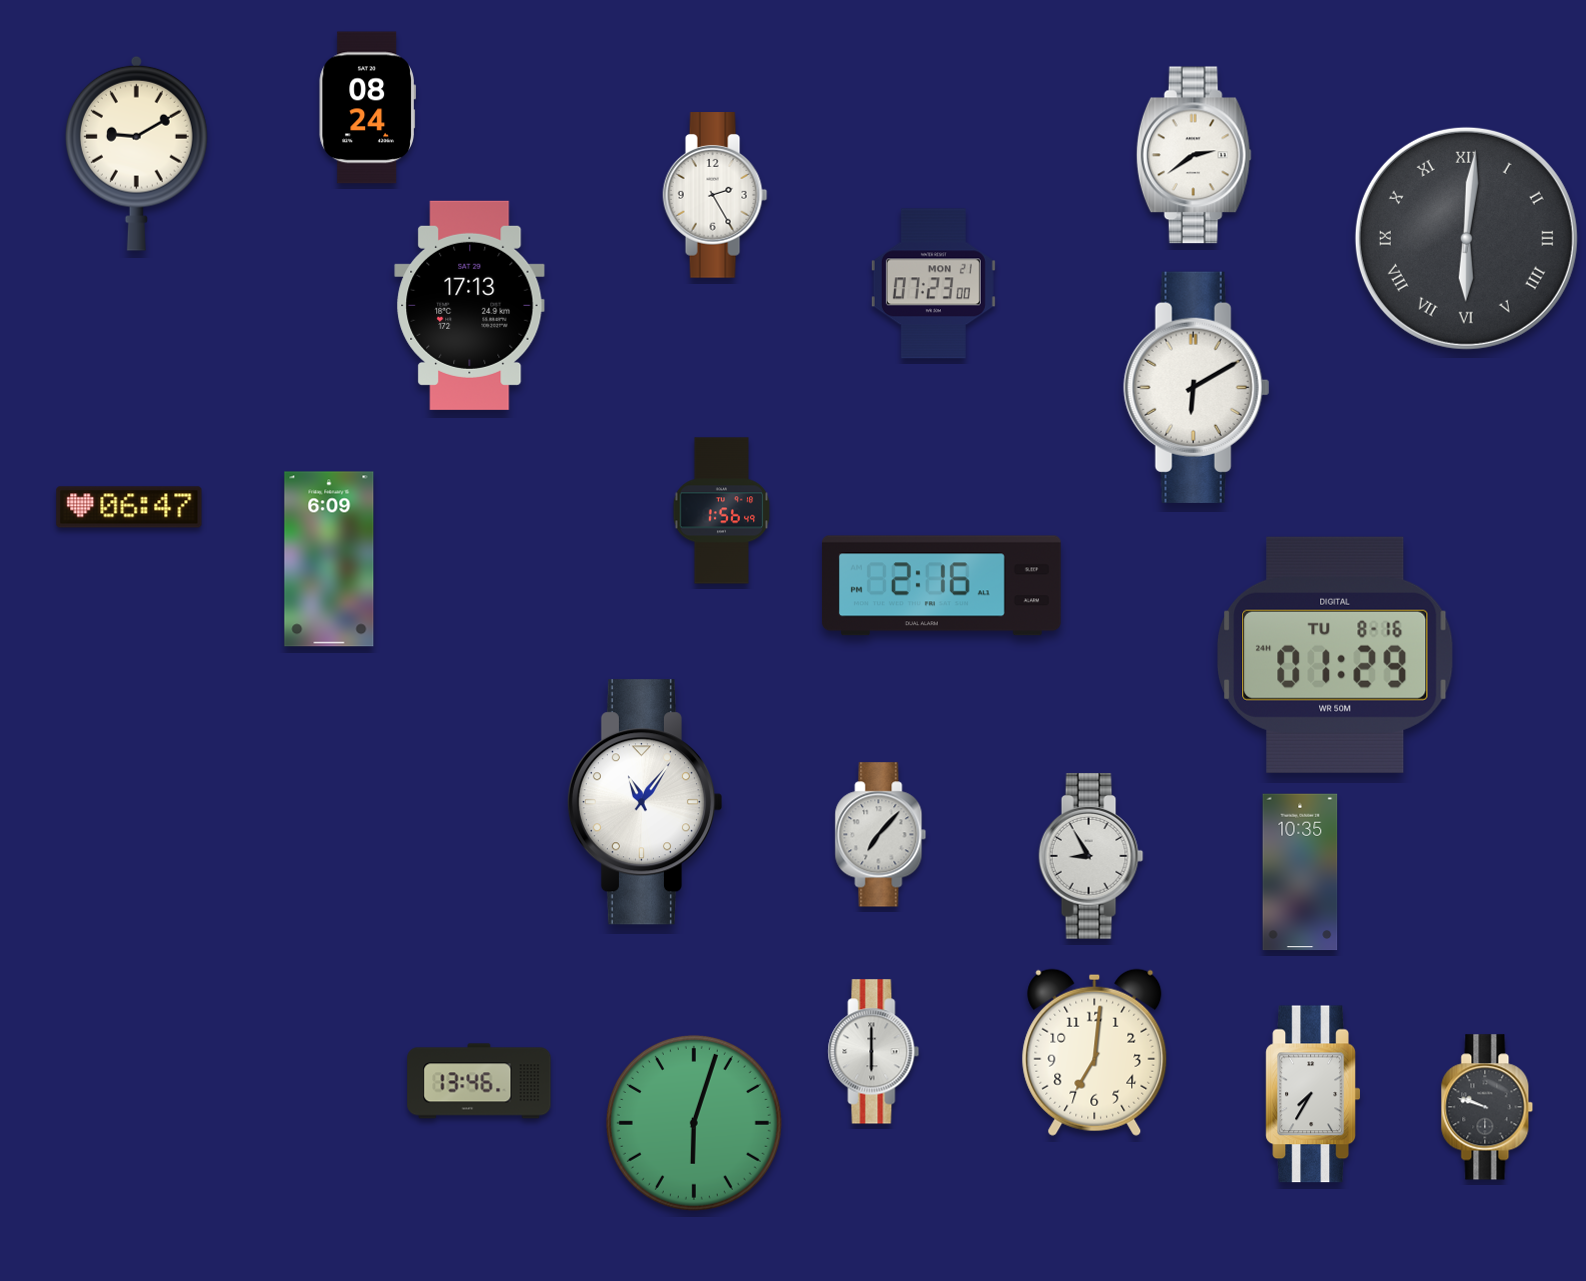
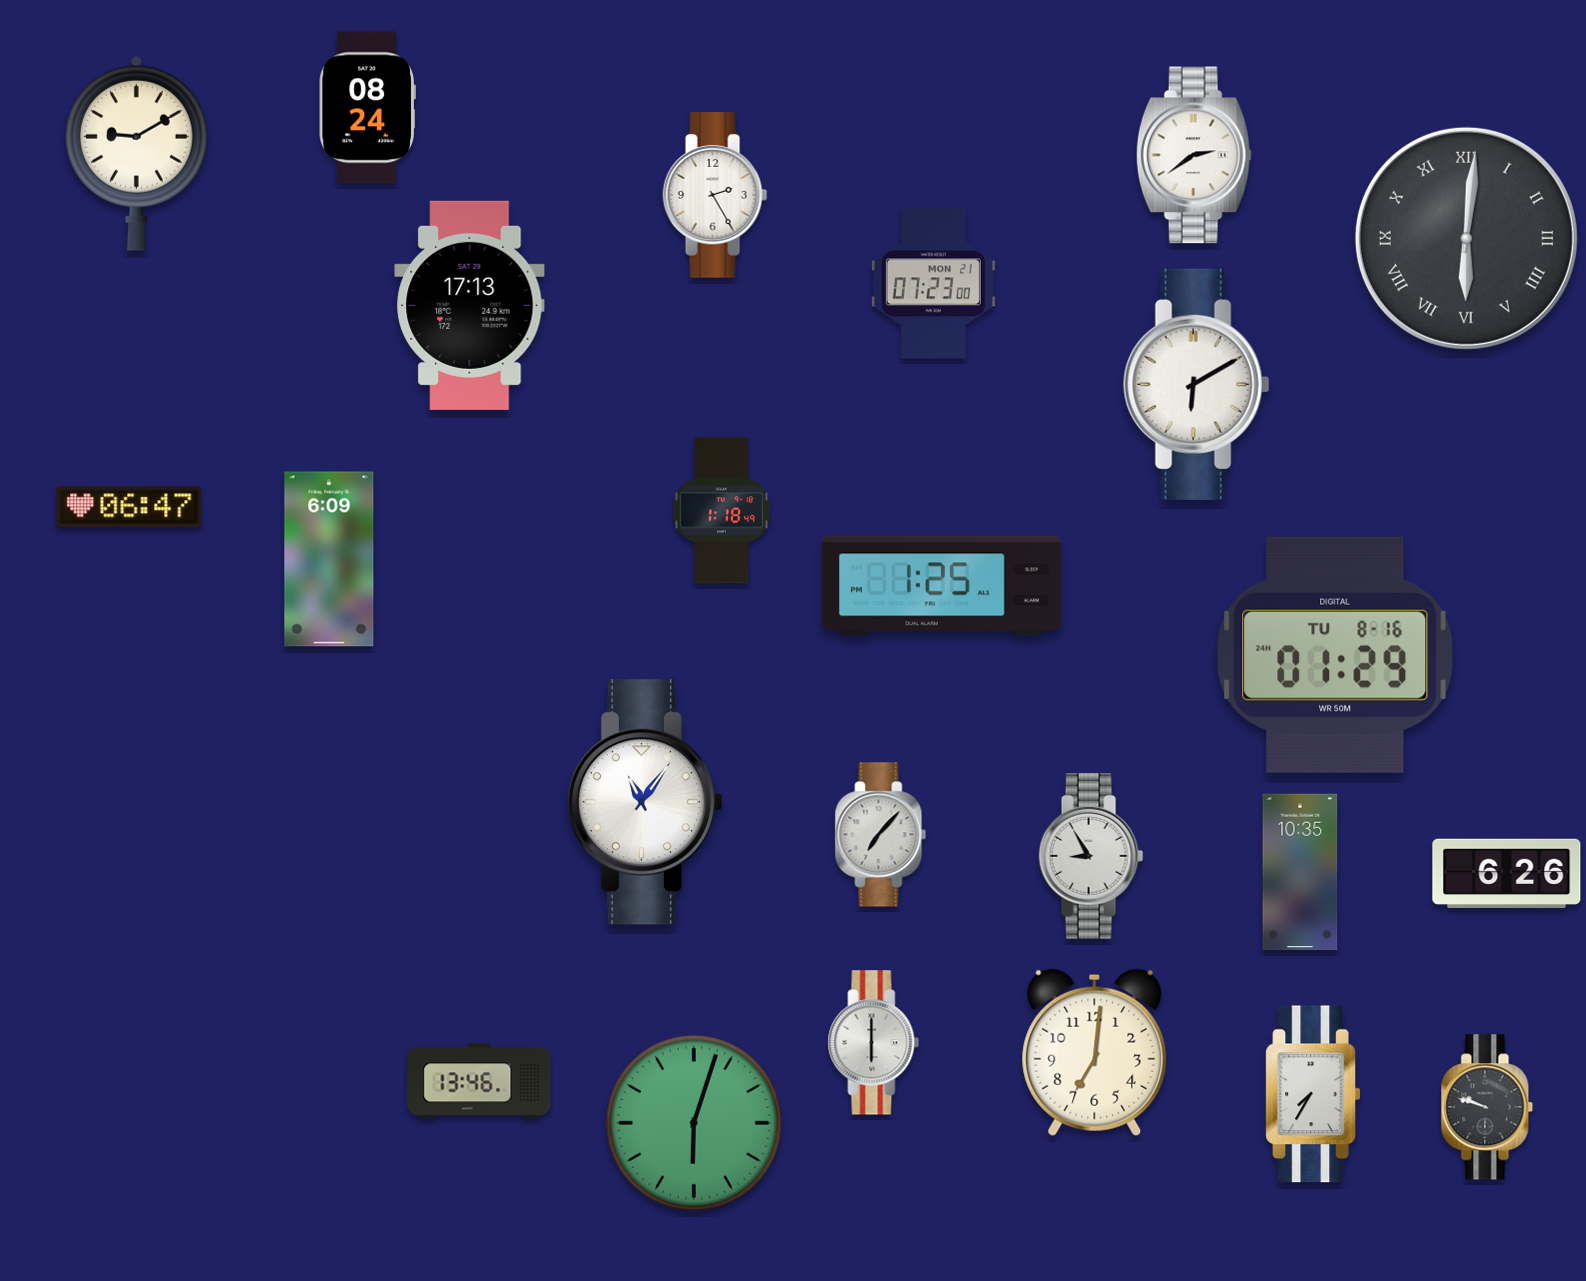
clock at (1197, 387) position: (1197, 387) -> (1197, 384)
clock at (722, 511): 1:56 -> 1:18
clock at (941, 586): 2:16 -> 1:25
clock at (1507, 874): none -> 6:26
clock at (874, 1052) position: (874, 1052) -> (874, 1043)
